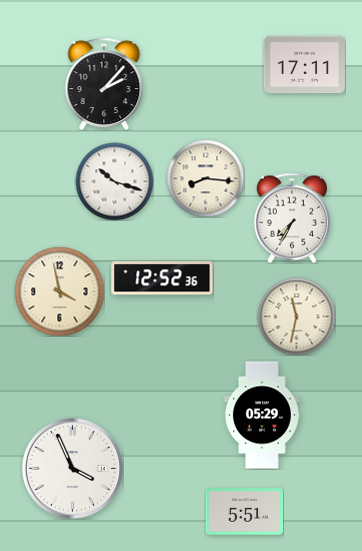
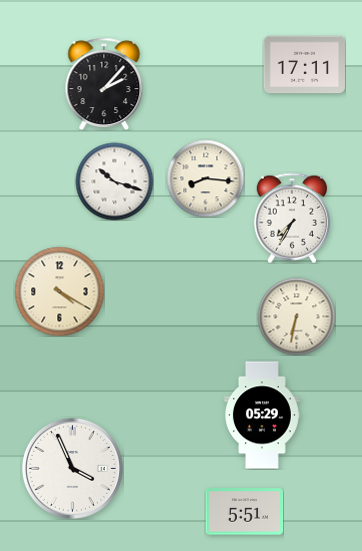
clock at (162, 278): 12:52 -> none
clock at (59, 291): 3:58 -> 4:20
clock at (296, 316): 11:32 -> 6:32
